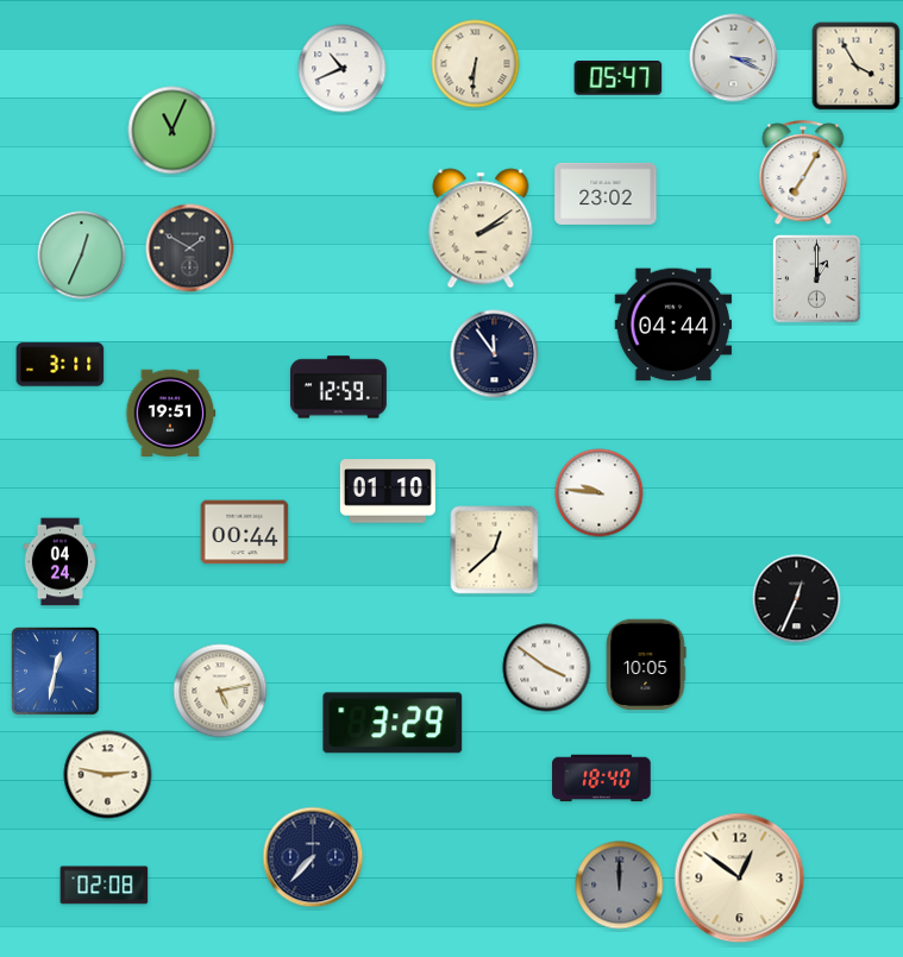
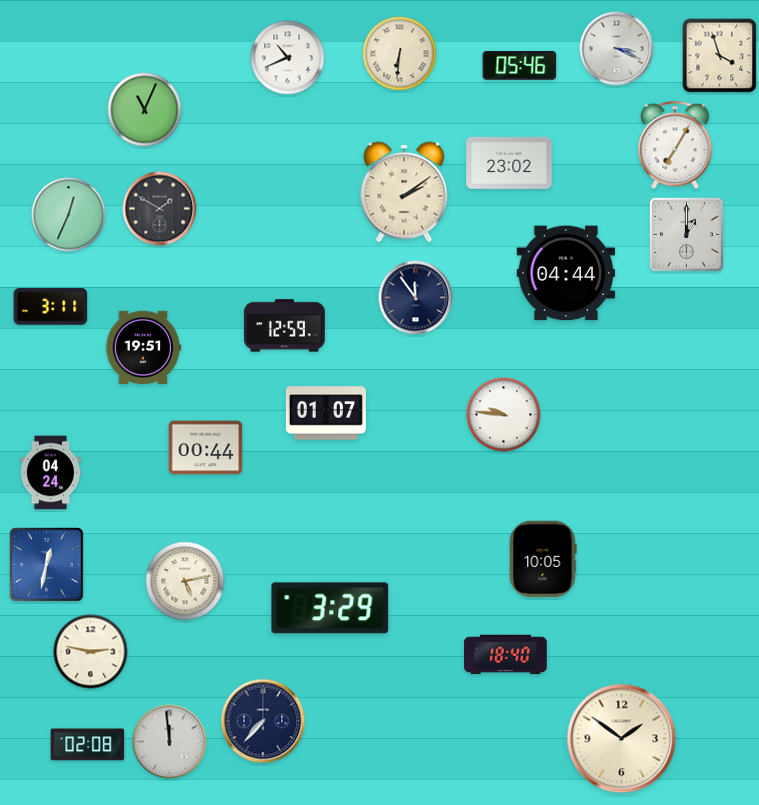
clock at (857, 67): 3:55 -> 3:57
clock at (619, 78): 05:47 -> 05:46
clock at (388, 491): 01:10 -> 01:07
clock at (495, 550): 12:38 -> none
clock at (797, 599): 12:34 -> none
clock at (547, 668): 3:51 -> none
clock at (740, 879): 12:51 -> 1:51
clock at (170, 742): none -> 11:59
clock at (620, 886): 12:00 -> none
